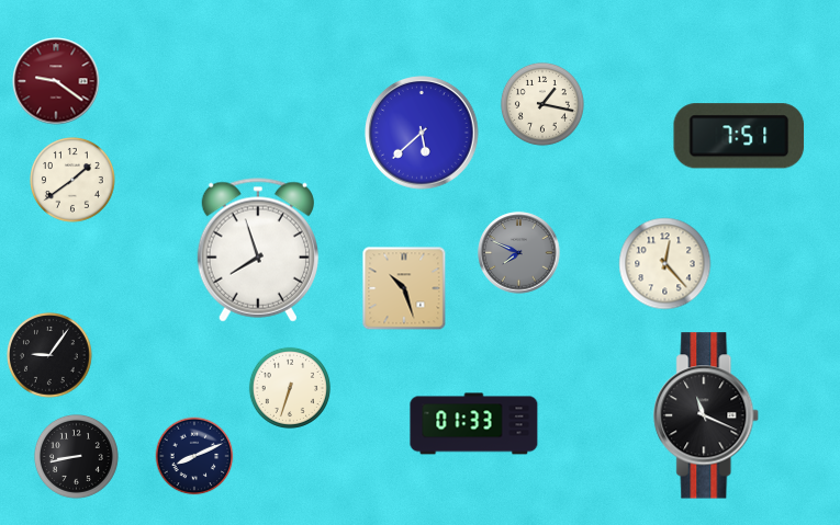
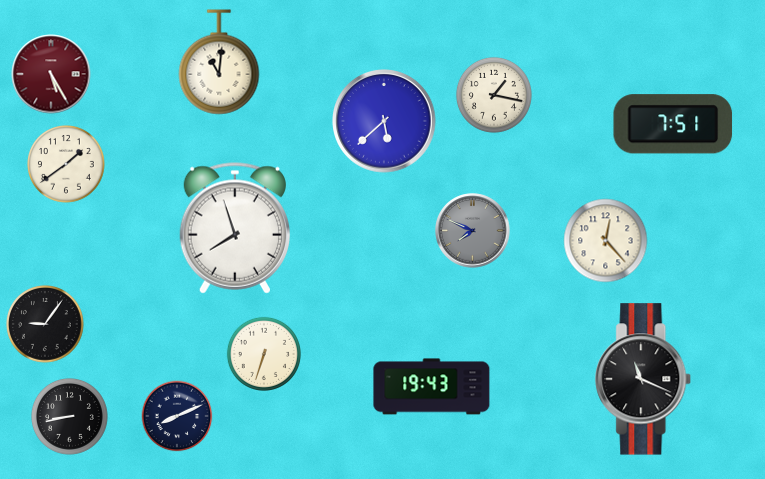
clock at (219, 62): none -> 11:01
clock at (56, 81): 9:21 -> 5:25
clock at (404, 288): 10:27 -> none
clock at (474, 424): 01:33 -> 19:43
